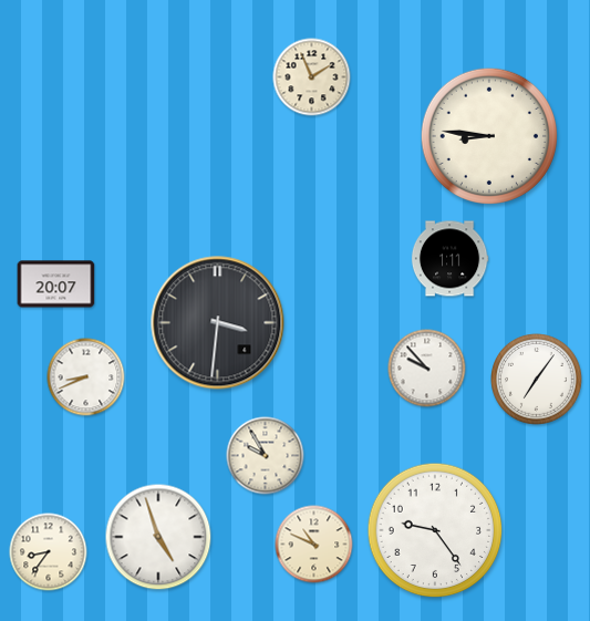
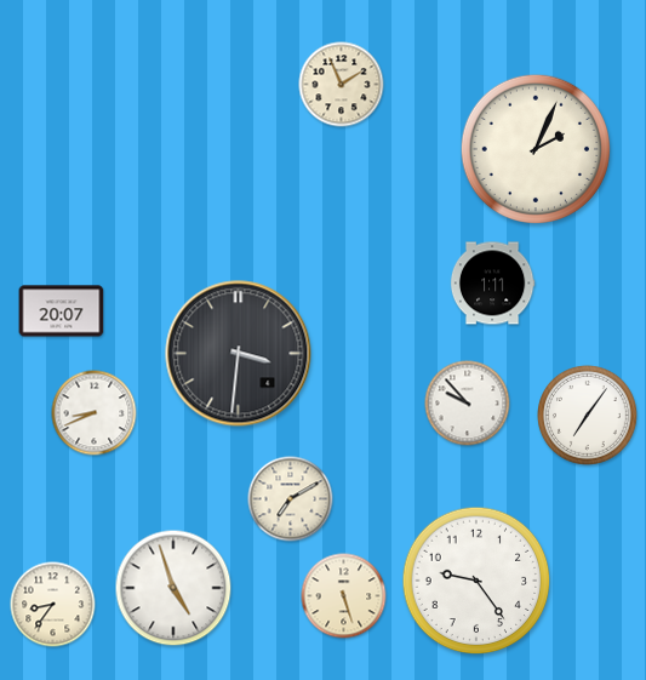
clock at (488, 135): 8:46 -> 2:04
clock at (266, 456): 9:55 -> 7:10
clock at (314, 545): 10:49 -> 5:27
